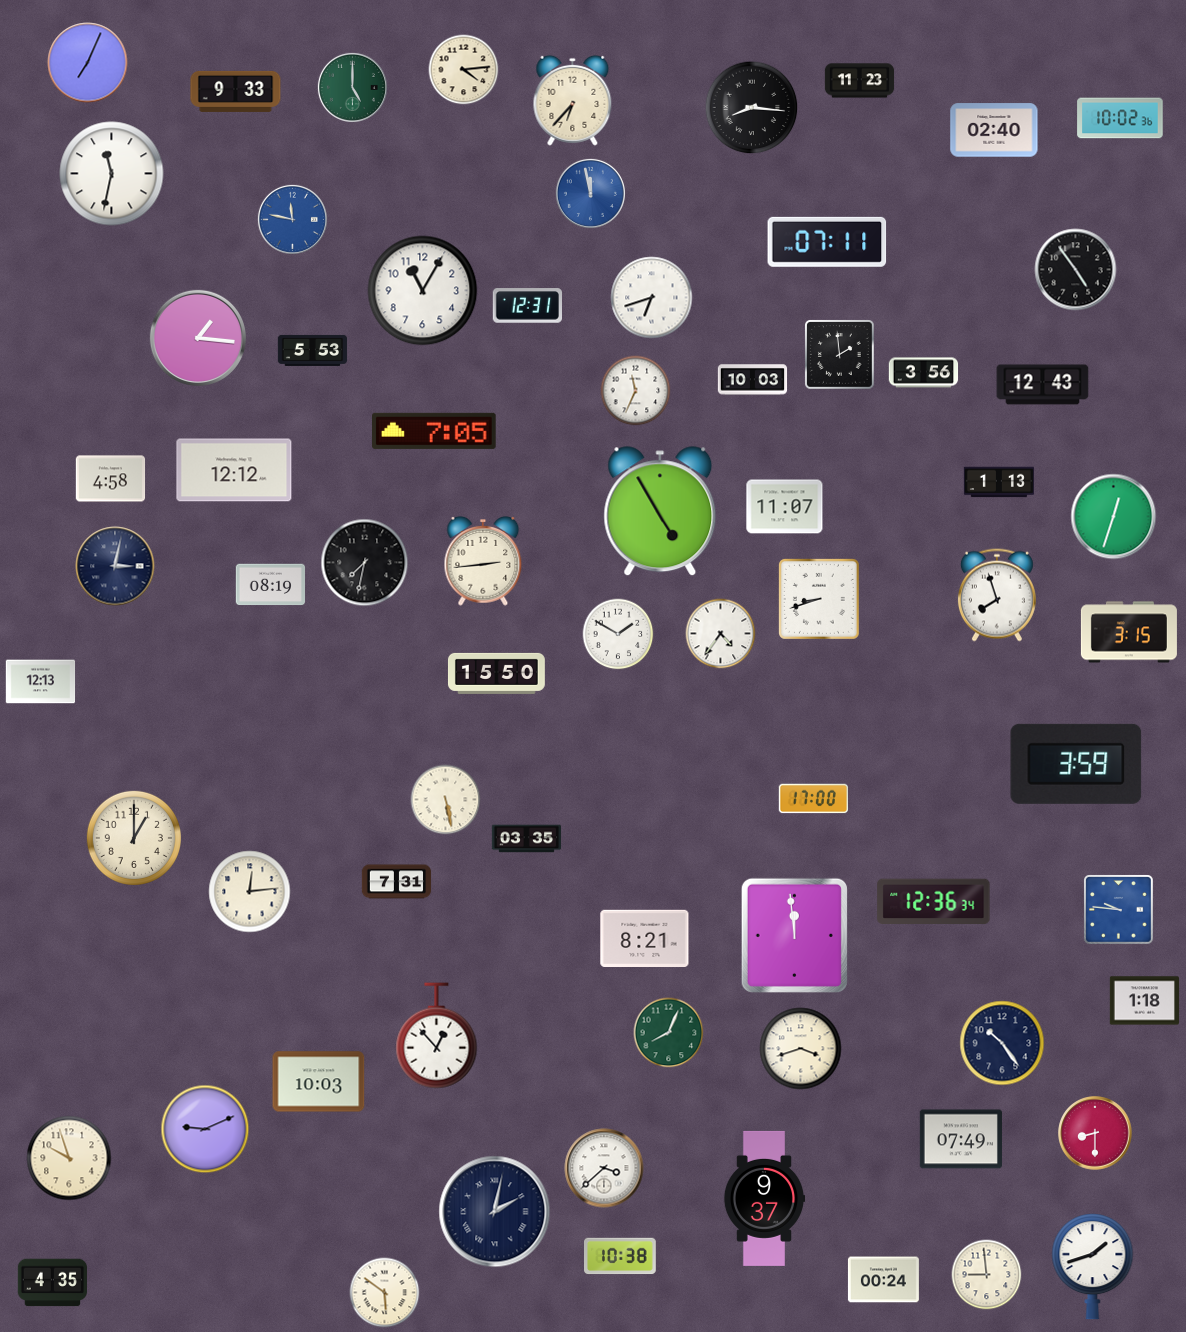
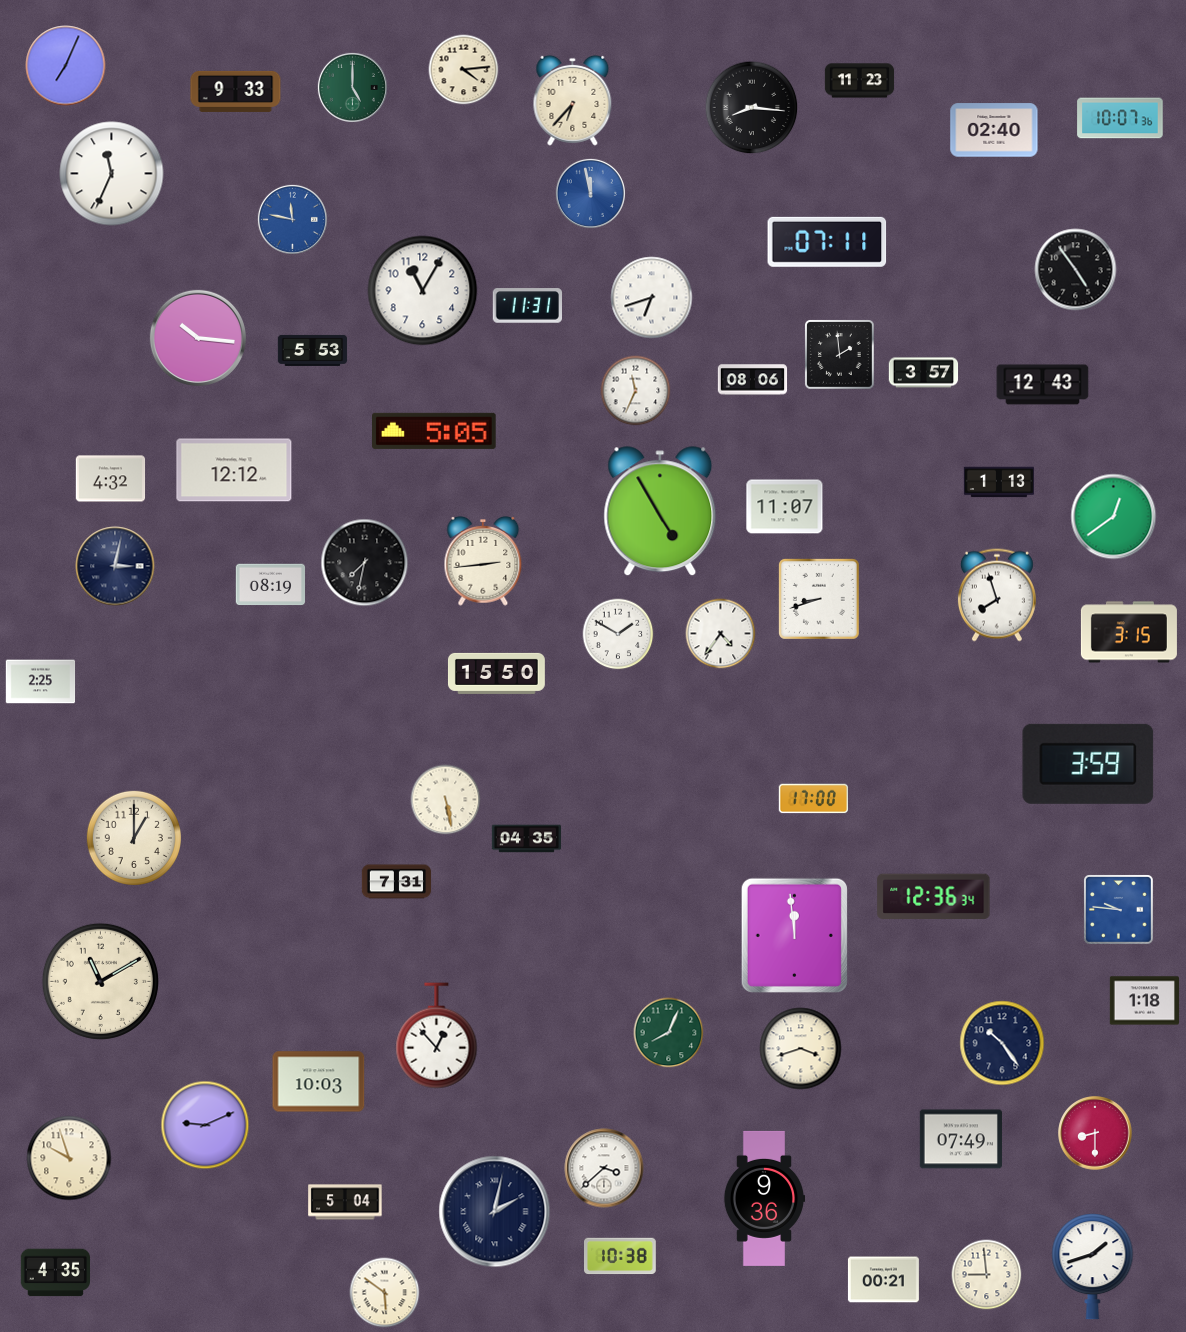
clock at (88, 63) position: (88, 63) -> (66, 66)
clock at (1120, 118): 10:02 -> 10:07
clock at (112, 174): 11:32 -> 11:34
clock at (527, 306): 12:31 -> 11:31
clock at (198, 338): 1:16 -> 10:16
clock at (924, 373): 3:56 -> 3:57
clock at (753, 380): 10:03 -> 08:06
clock at (435, 431): 7:05 -> 5:05
clock at (111, 479): 4:58 -> 4:32
clock at (1114, 517): 12:33 -> 12:39
clock at (41, 682): 12:13 -> 2:25
clock at (1076, 764) position: (1076, 764) -> (1088, 764)
clock at (527, 839): 03:35 -> 04:35
clock at (250, 892): 12:14 -> none
clock at (934, 902) position: (934, 902) -> (934, 897)
clock at (645, 938): 8:21 -> none
clock at (100, 981): none -> 11:10
clock at (205, 1129) position: (205, 1129) -> (205, 1125)
clock at (764, 1198): 9:37 -> 9:36
clock at (345, 1202): none -> 5:04
clock at (883, 1280): 00:24 -> 00:21
clock at (52, 1283) position: (52, 1283) -> (55, 1273)
